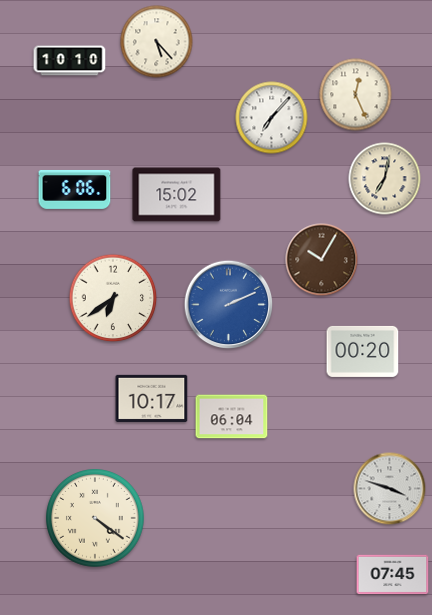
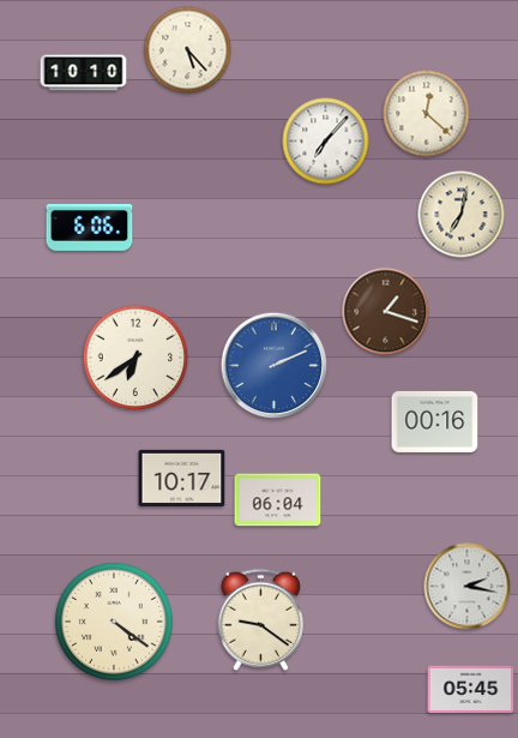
clock at (356, 95): 12:26 -> 12:22
clock at (177, 195): 15:02 -> none
clock at (322, 260): 10:05 -> 1:18
clock at (363, 351): 00:20 -> 00:16
clock at (390, 489): 3:48 -> 2:17
clock at (260, 619): none -> 9:21
clock at (393, 575): 07:45 -> 05:45
